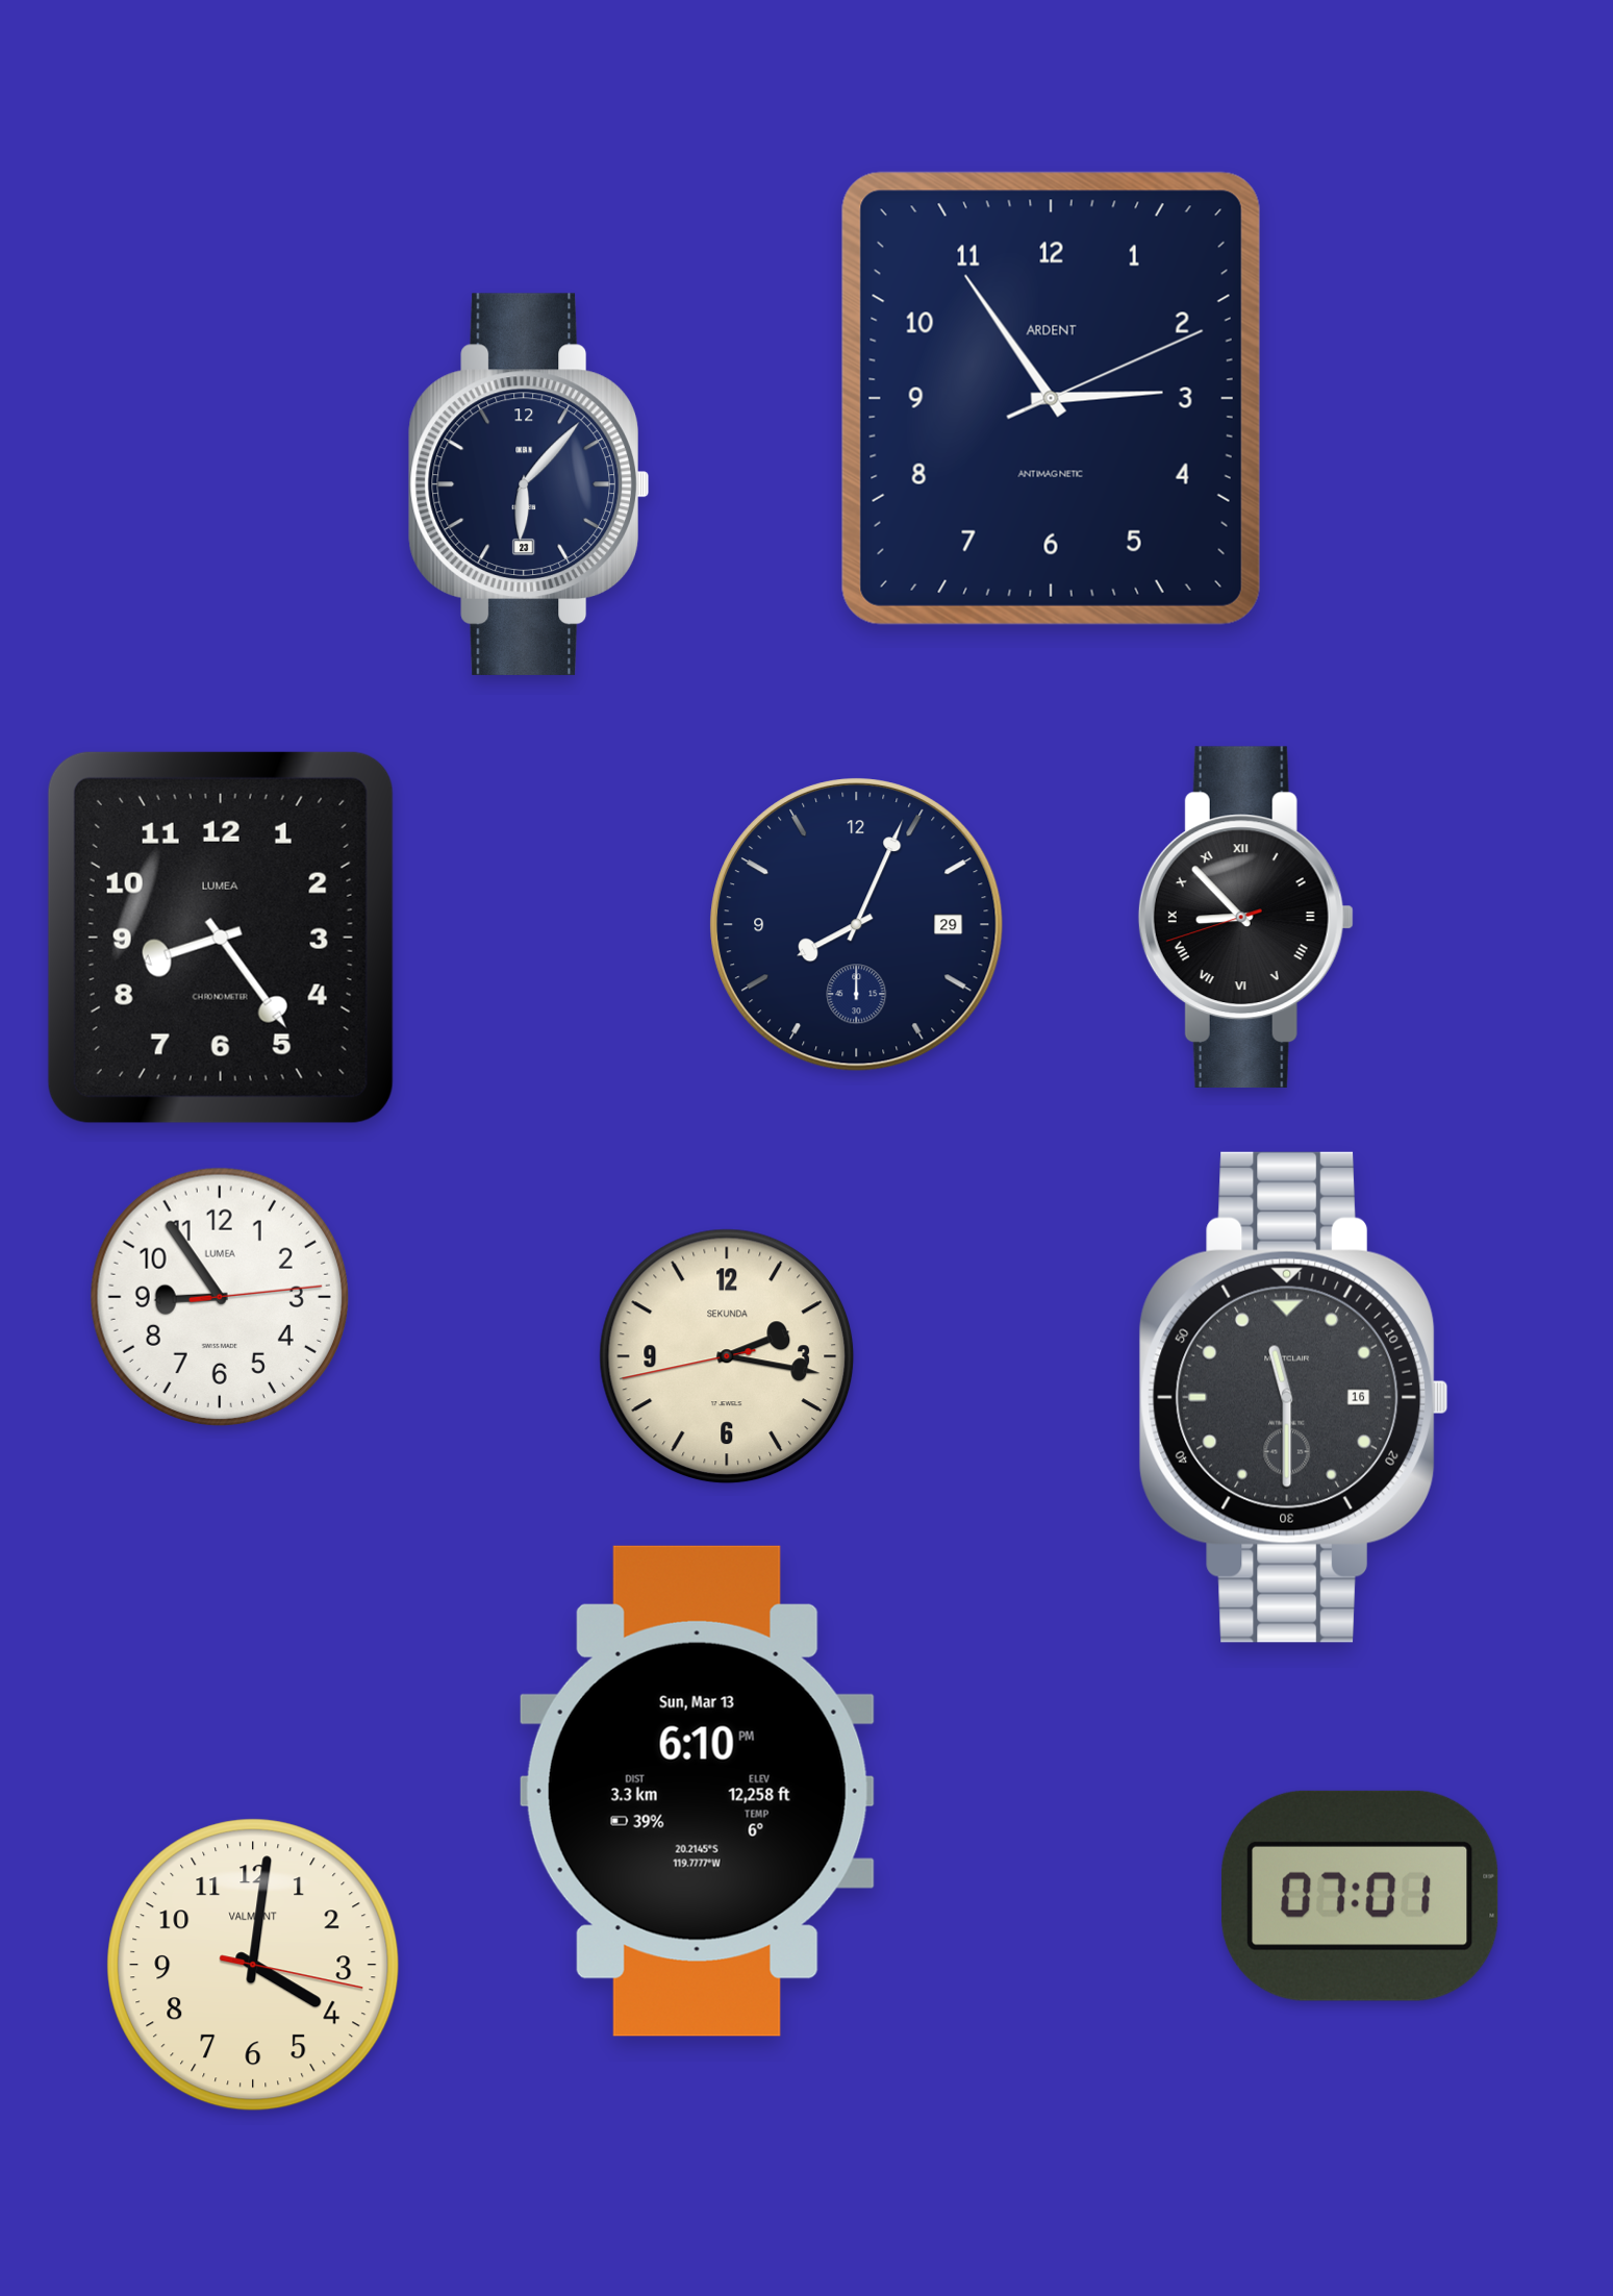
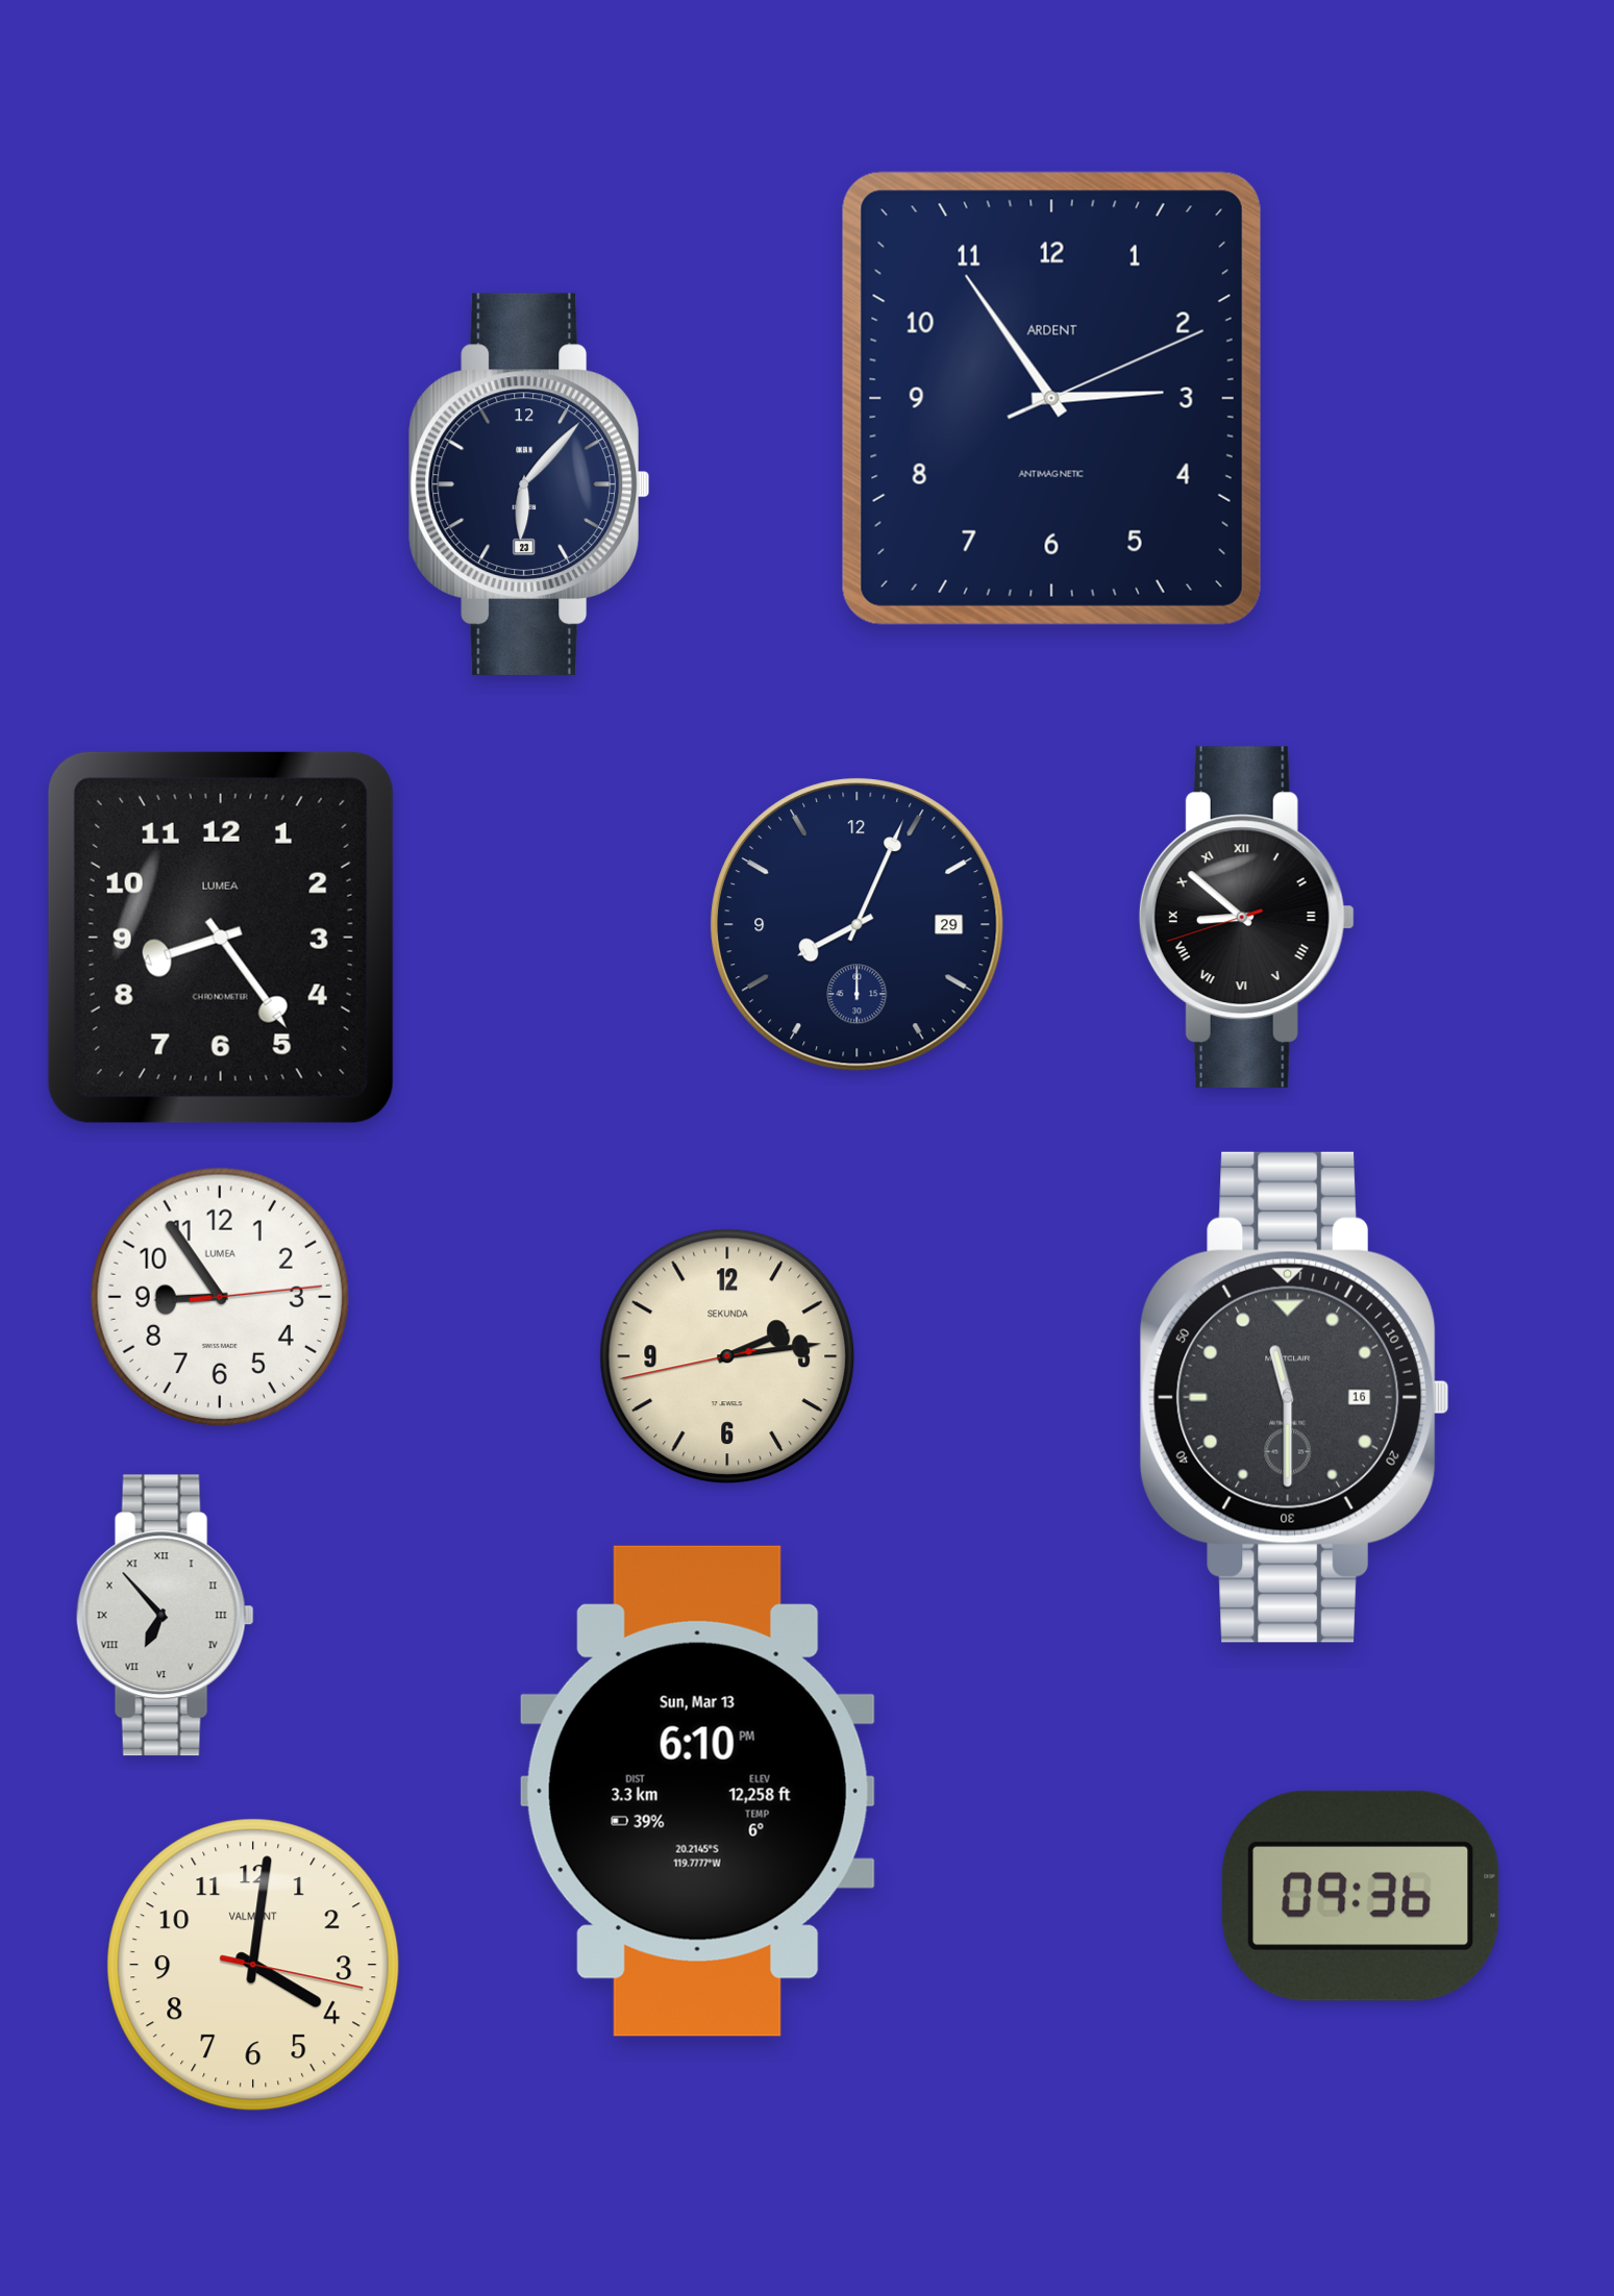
clock at (1245, 917): 8:52 -> 8:51
clock at (727, 1356): 2:16 -> 2:13
clock at (165, 1616): none -> 6:53
clock at (1361, 1896): 07:01 -> 09:36
